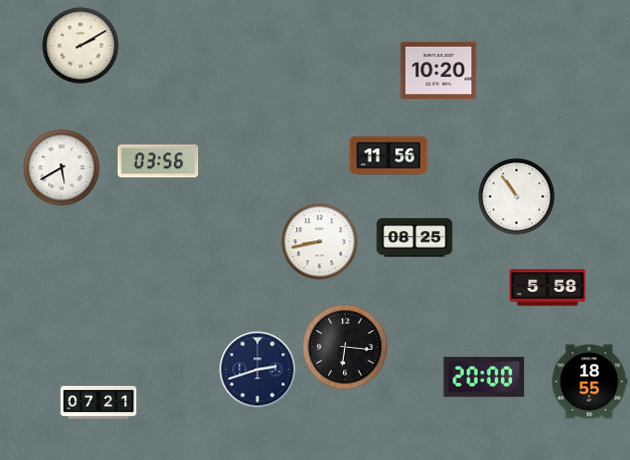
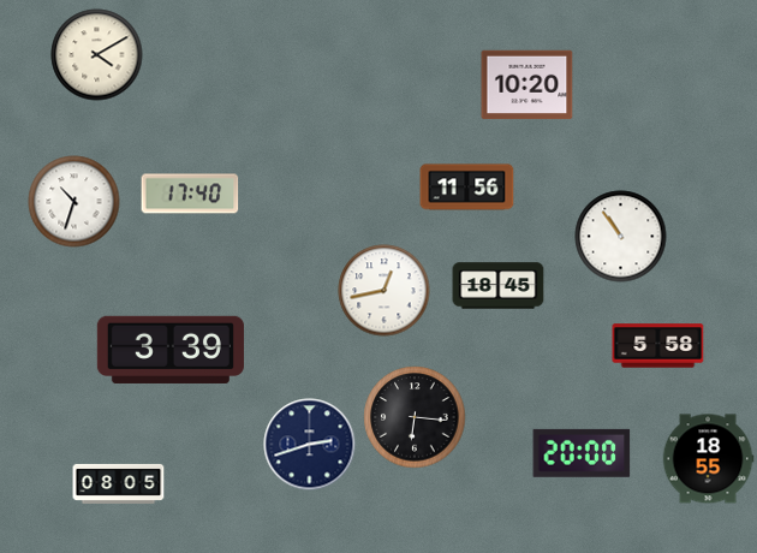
clock at (81, 46): 2:10 -> 4:10
clock at (158, 161): 03:56 -> 17:40
clock at (62, 168): 5:40 -> 10:33
clock at (415, 238): 08:25 -> 18:45
clock at (320, 242): 8:43 -> 12:43
clock at (171, 349): none -> 3:39
clock at (99, 402): 07:21 -> 08:05
